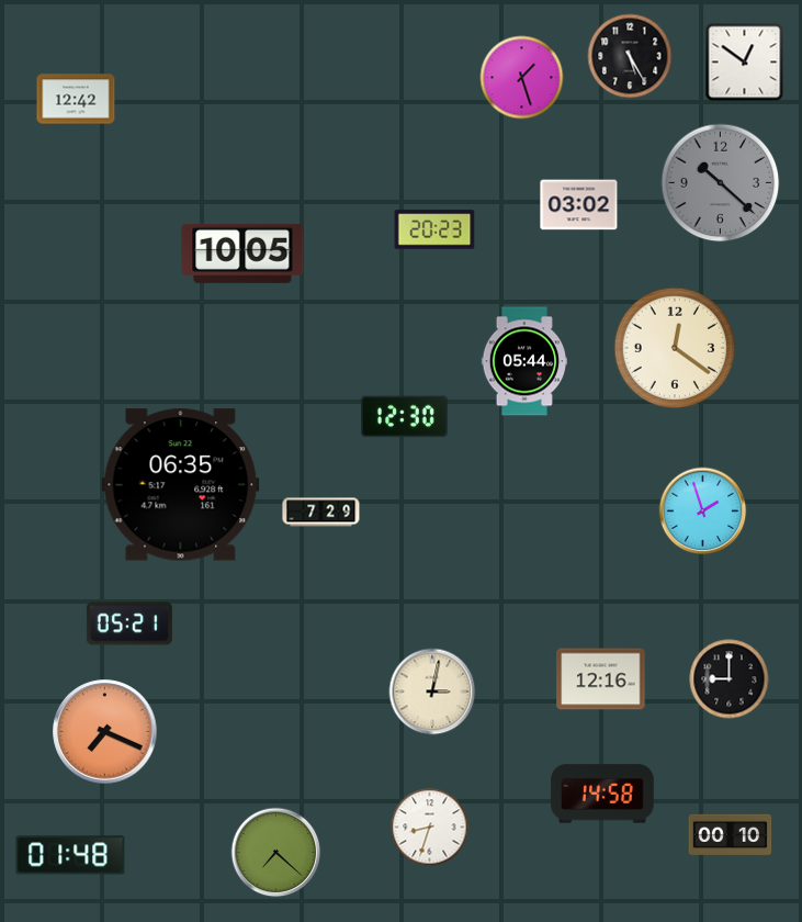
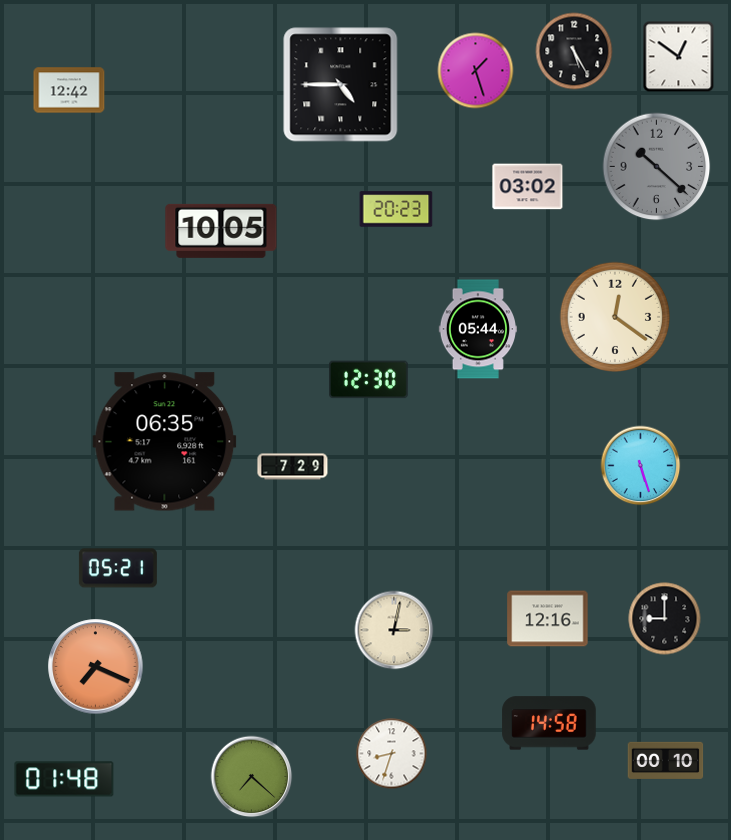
clock at (341, 85): none -> 4:45
clock at (703, 511): 1:57 -> 5:27
